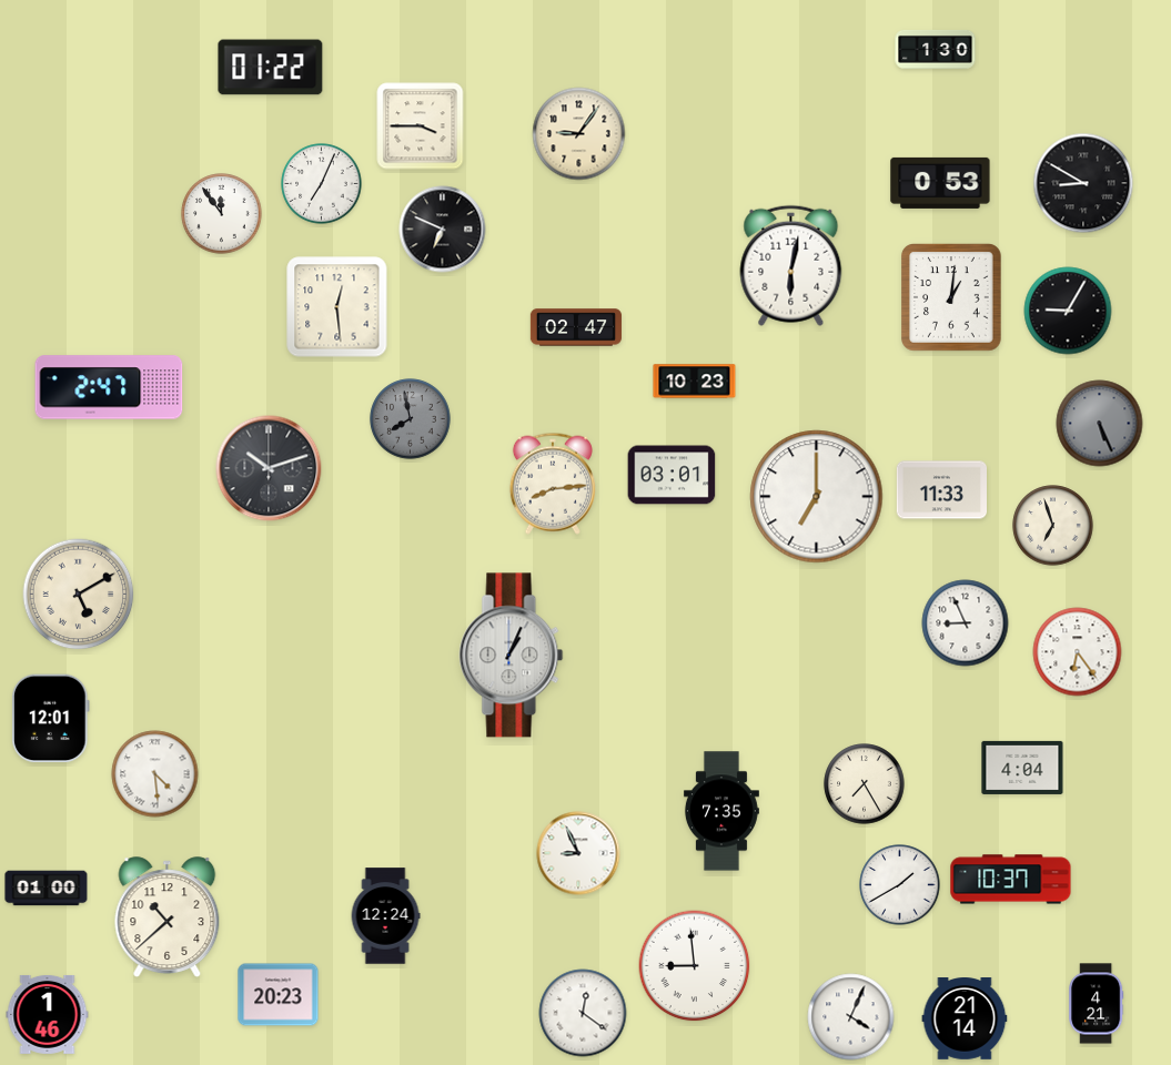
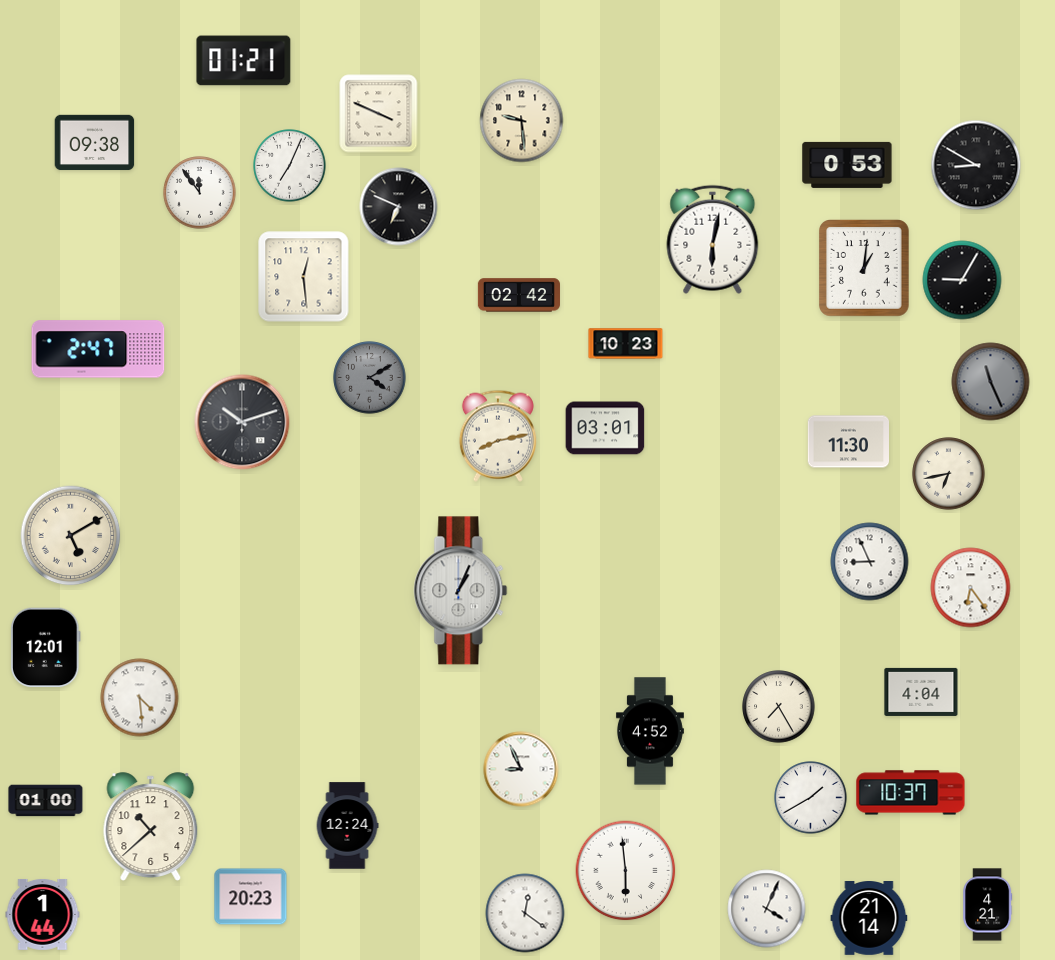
clock at (936, 50): 1:30 -> none
clock at (271, 68): 01:22 -> 01:21
clock at (421, 126): 3:45 -> 3:49
clock at (579, 134): 9:06 -> 9:29
clock at (95, 143): none -> 09:38
clock at (952, 297) position: (952, 297) -> (865, 268)
clock at (576, 327): 02:47 -> 02:42
clock at (411, 419): 7:58 -> 4:10
clock at (1100, 424): 5:26 -> 11:26
clock at (553, 484): 8:14 -> 8:13
clock at (941, 490): 11:33 -> 11:30
clock at (817, 497): 7:00 -> none
clock at (1053, 526): 6:57 -> 6:43
clock at (721, 811): 7:35 -> 4:52
clock at (47, 889) position: (47, 889) -> (46, 801)
clock at (695, 966): 8:59 -> 5:59
clock at (48, 1014): 1:46 -> 1:44
clock at (851, 1017) position: (851, 1017) -> (767, 909)
